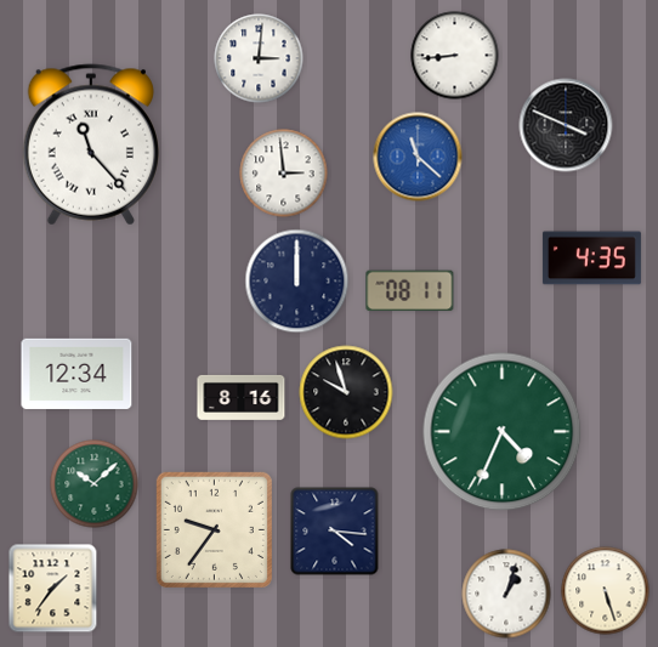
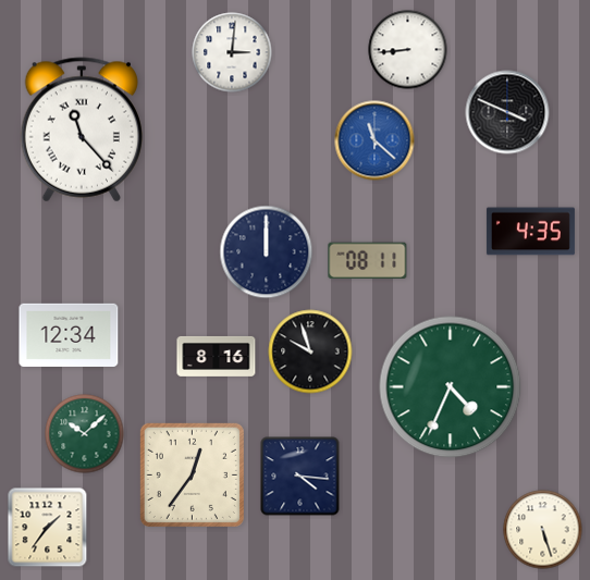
clock at (284, 174): 2:59 -> none
clock at (214, 529): 9:36 -> 12:36
clock at (506, 594): 1:03 -> none
